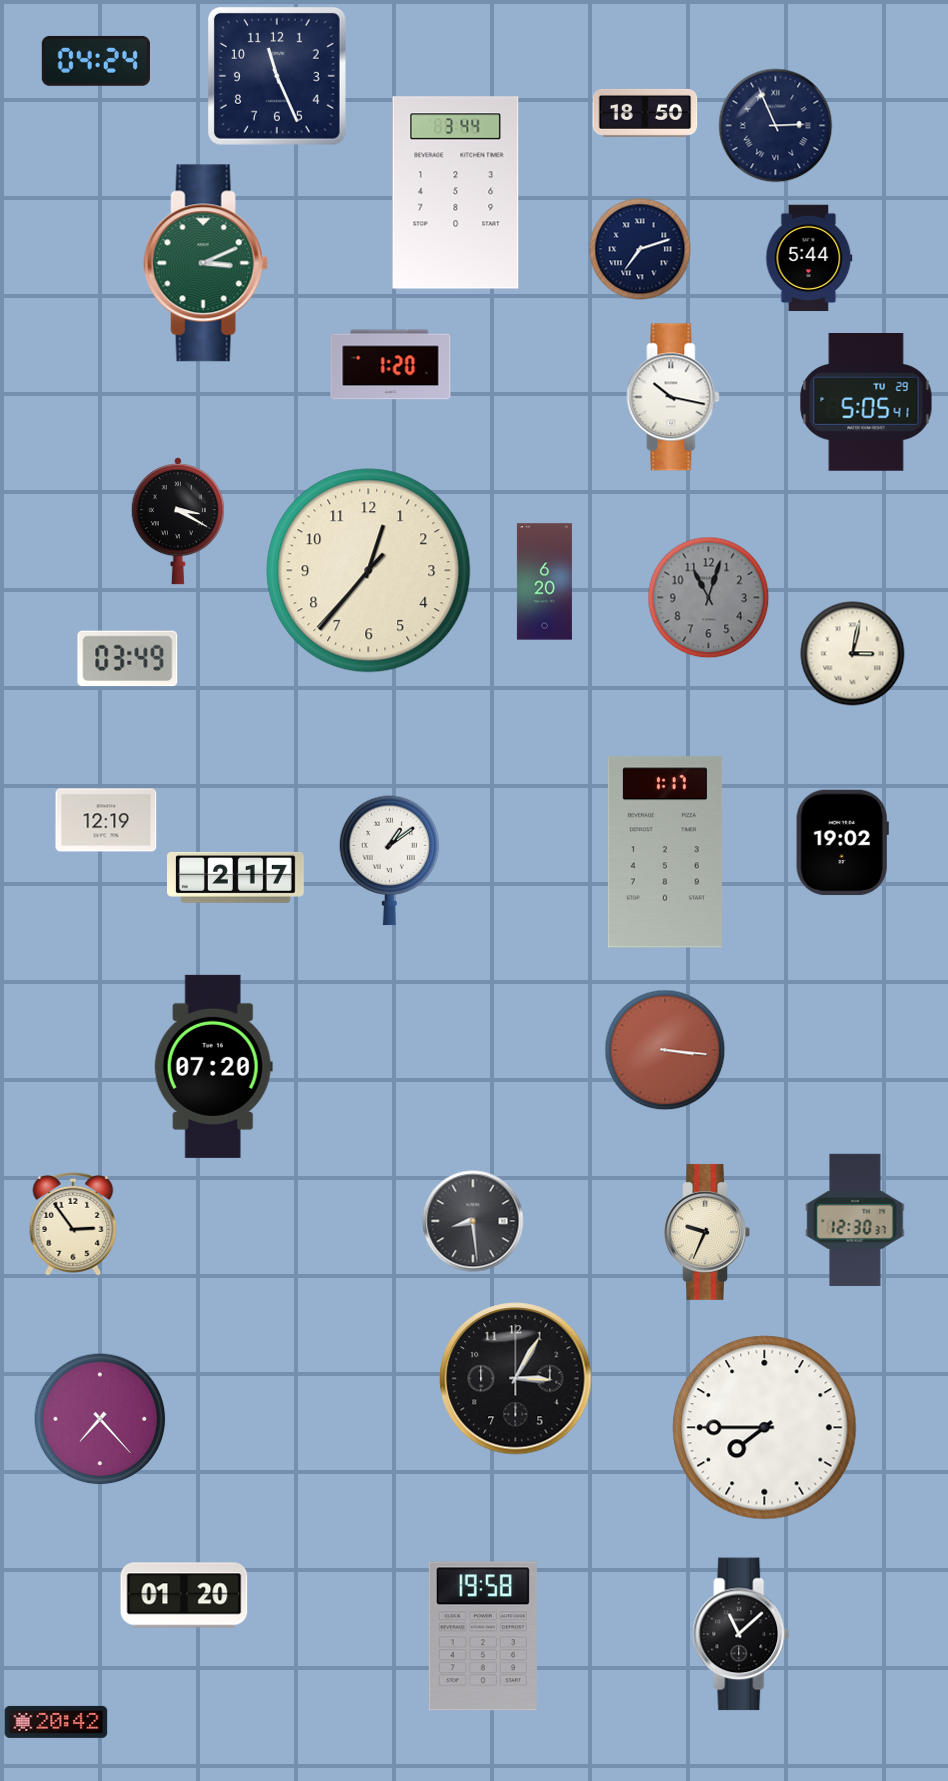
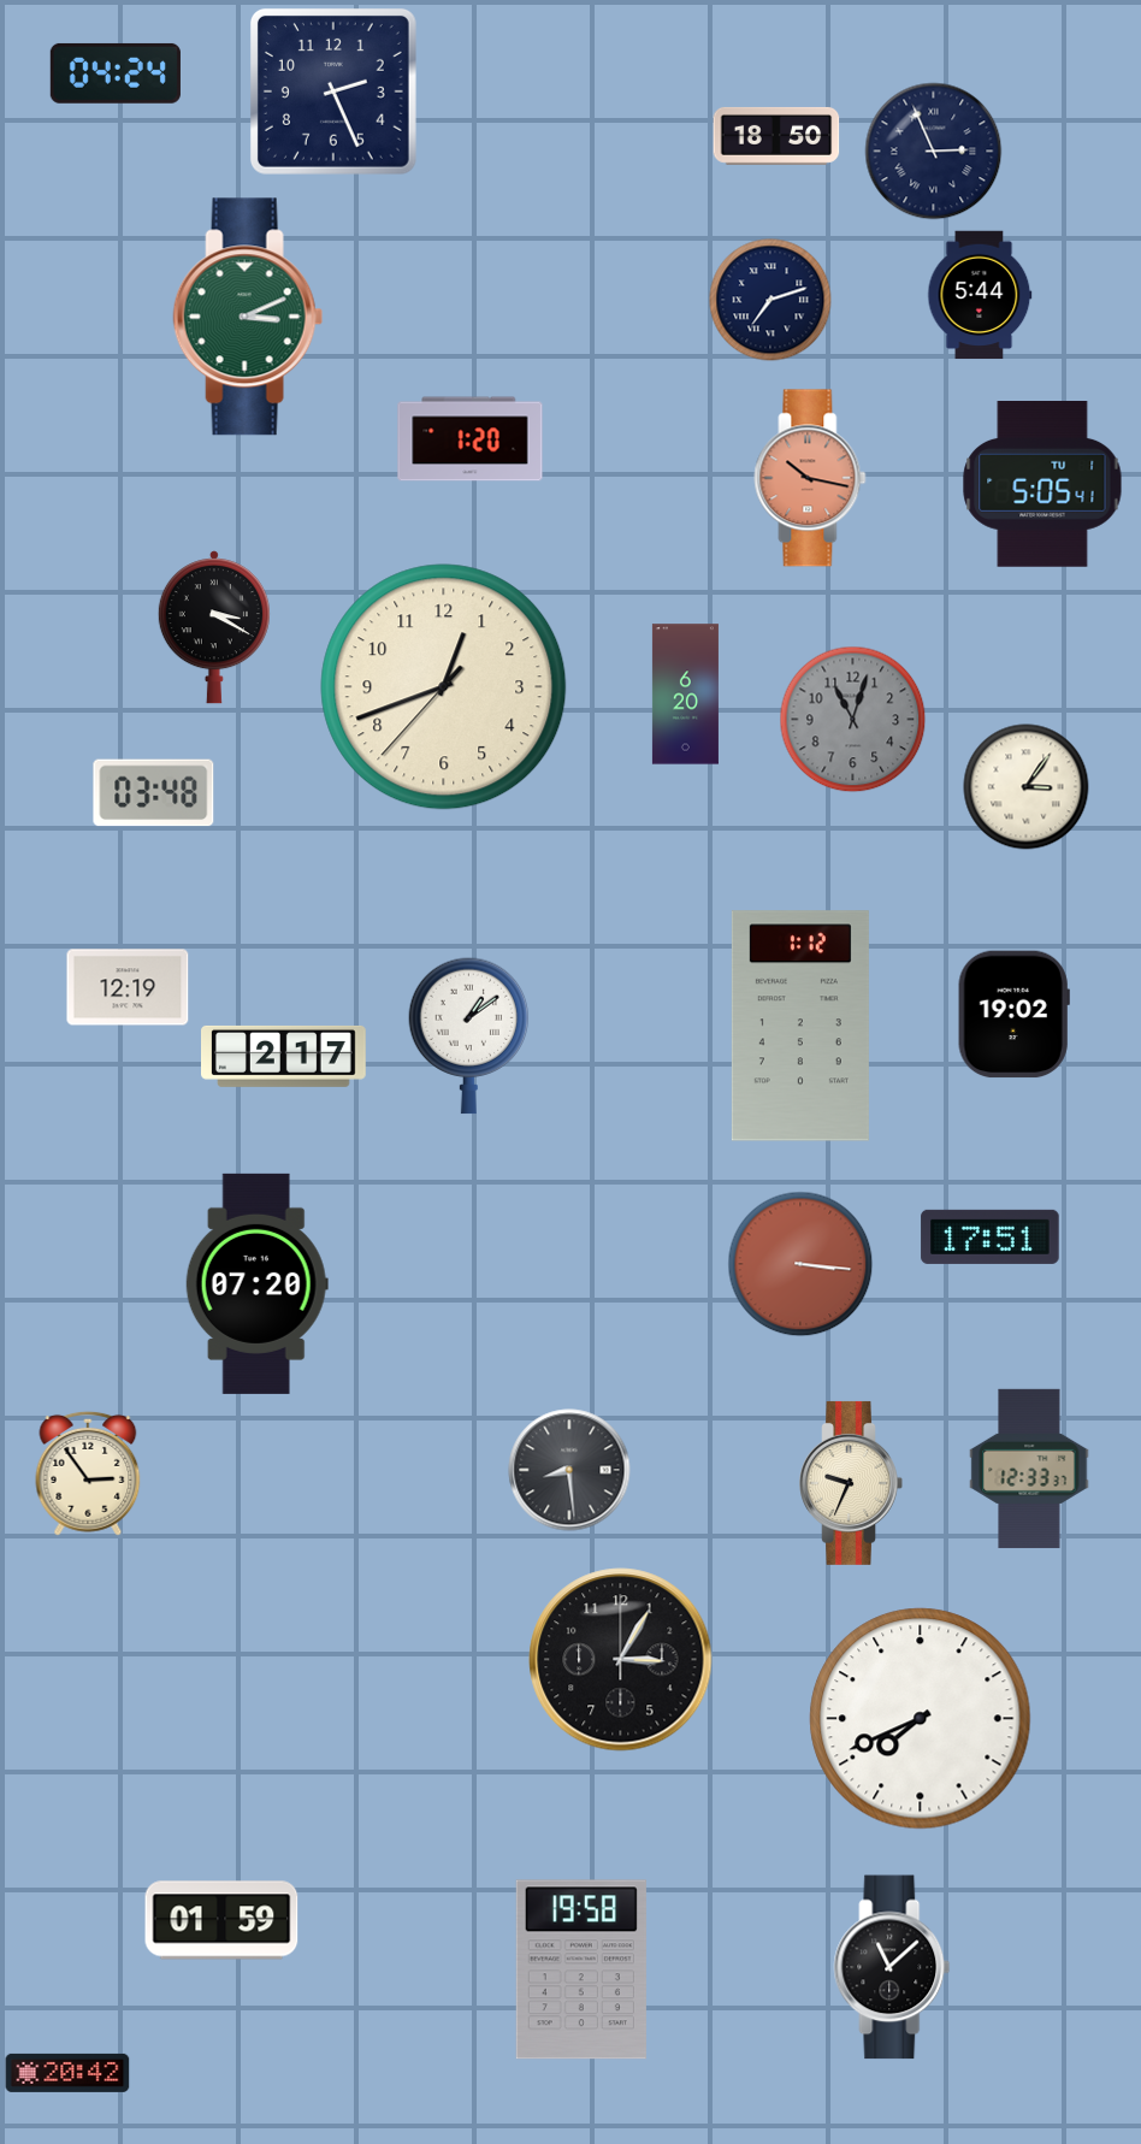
clock at (277, 76): 11:26 -> 2:26
clock at (456, 193): 3:44 -> none
clock at (809, 258) position: (809, 258) -> (980, 295)
clock at (673, 397) dial: white -> salmon
clock at (866, 403) date: TU 29 -> TU 1
clock at (369, 571): 12:36 -> 12:41
clock at (544, 582) position: (544, 582) -> (685, 695)
clock at (853, 654): 3:02 -> 3:06
clock at (128, 659): 03:49 -> 03:48
clock at (665, 852): 1:17 -> 1:12
clock at (991, 1236): none -> 17:51
clock at (855, 1220): 12:30 -> 12:33
clock at (100, 1419): 7:23 -> none
clock at (765, 1428): 7:45 -> 7:41
clock at (184, 1595): 01:20 -> 01:59
